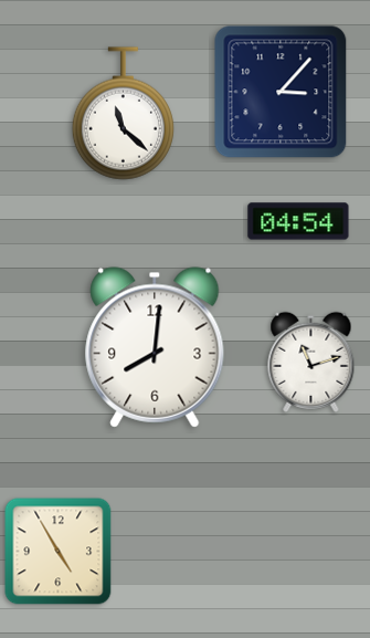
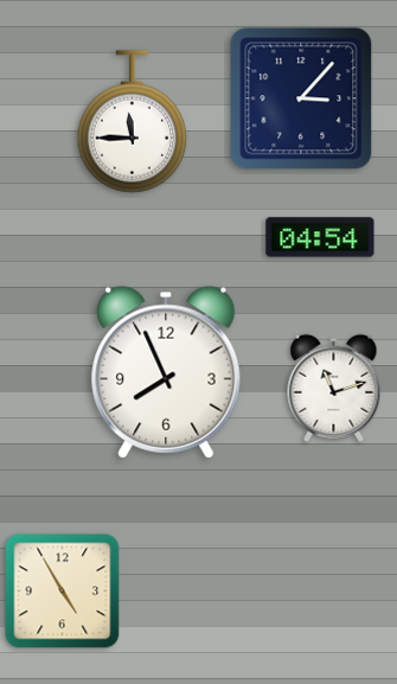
clock at (123, 114): 11:22 -> 11:45
clock at (155, 347): 8:01 -> 7:56
